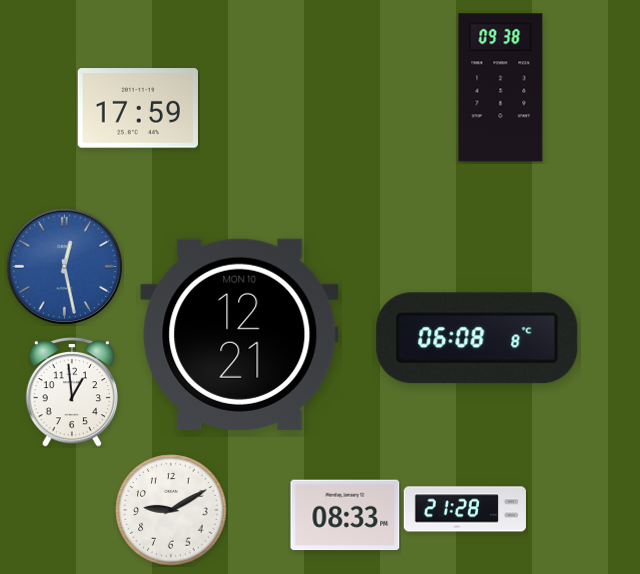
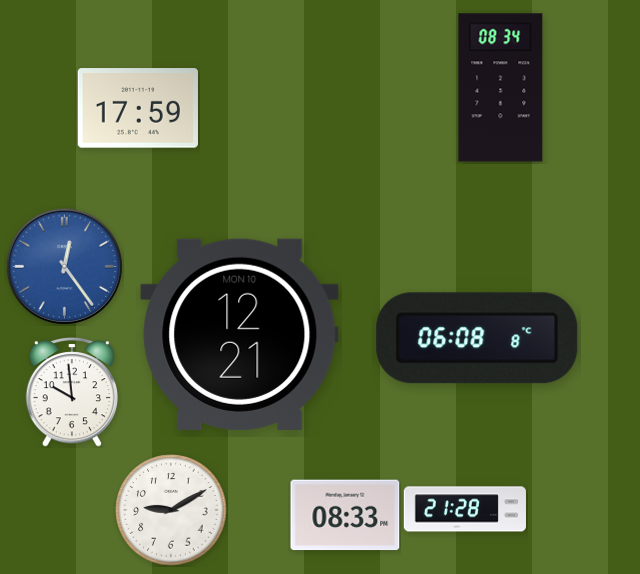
clock at (501, 88): 09:38 -> 08:34
clock at (64, 266): 12:28 -> 12:24
clock at (72, 393): 12:59 -> 9:59
